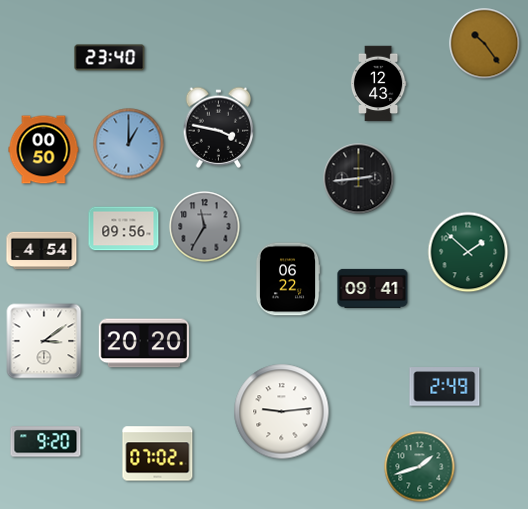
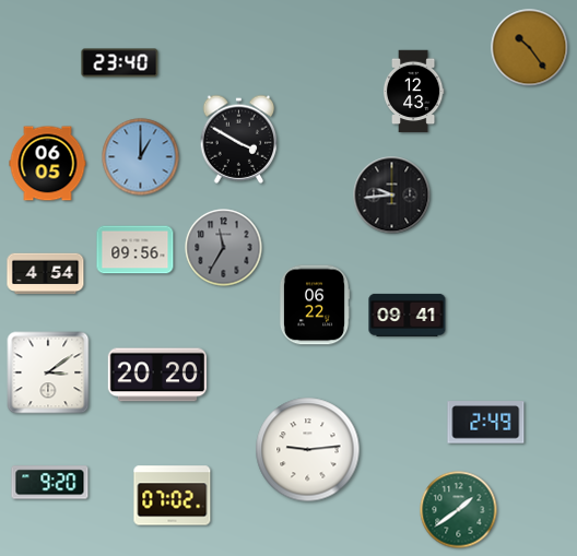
clock at (219, 127): 3:47 -> 3:50
clock at (44, 150): 00:50 -> 06:05
clock at (359, 179): 2:44 -> 9:44
clock at (468, 252): 1:52 -> none
clock at (420, 467): 1:42 -> 1:39
